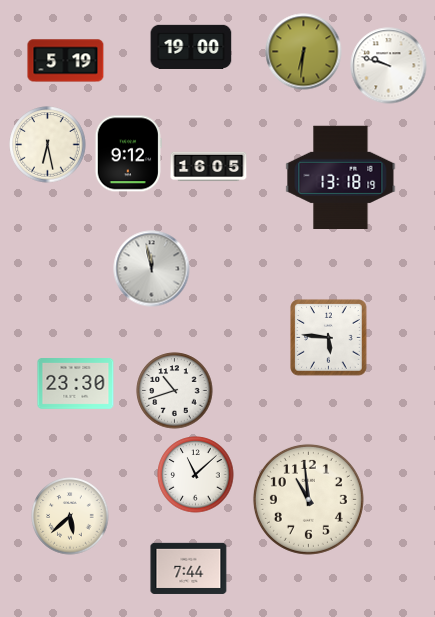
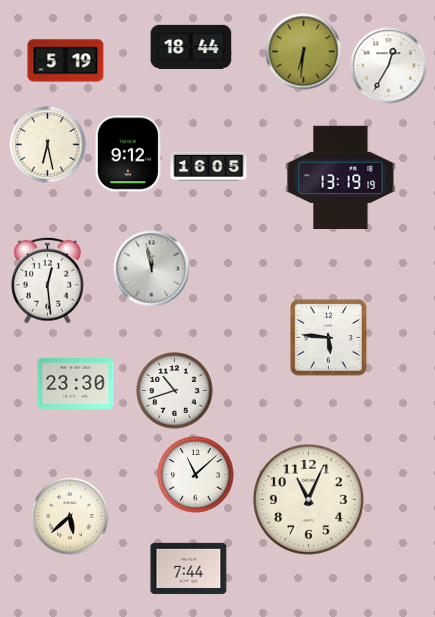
clock at (191, 47): 19:00 -> 18:44
clock at (389, 66): 9:48 -> 12:35
clock at (341, 177): 13:18 -> 13:19
clock at (47, 280): none -> 12:29
clock at (308, 499): 10:59 -> 11:04
